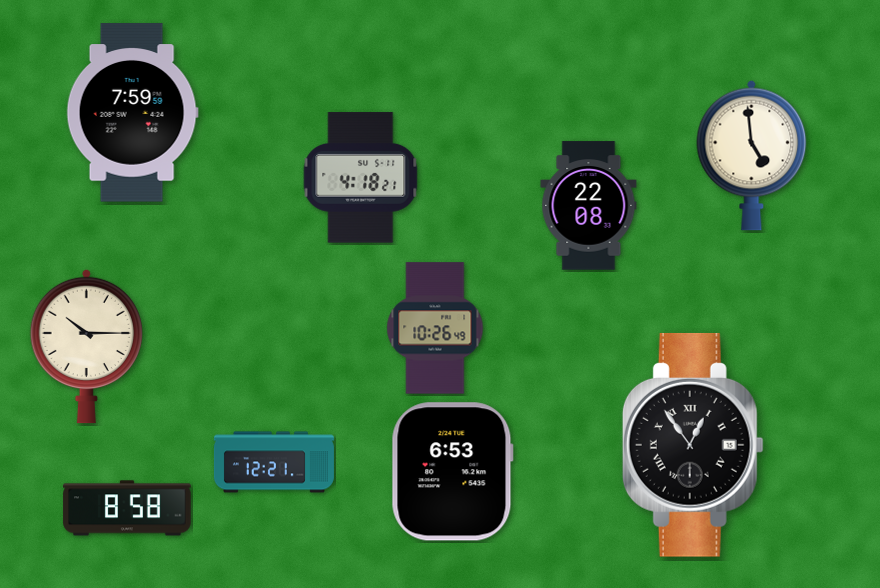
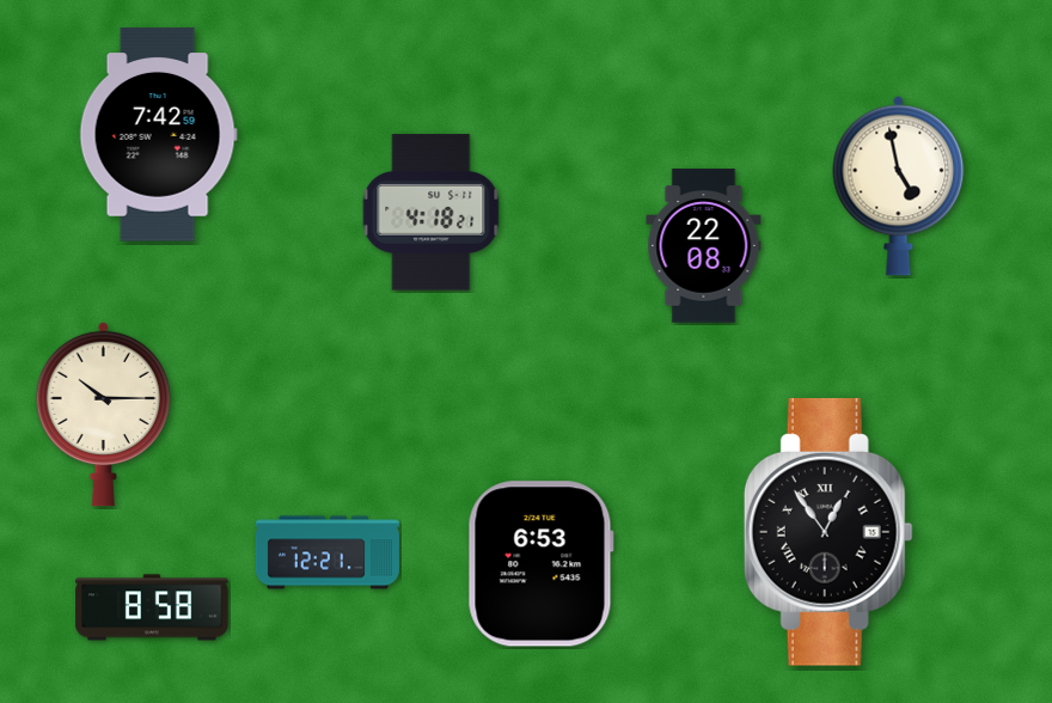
clock at (132, 113): 7:59 -> 7:42
clock at (752, 155): 4:59 -> 4:58
clock at (435, 328): 10:26 -> none
